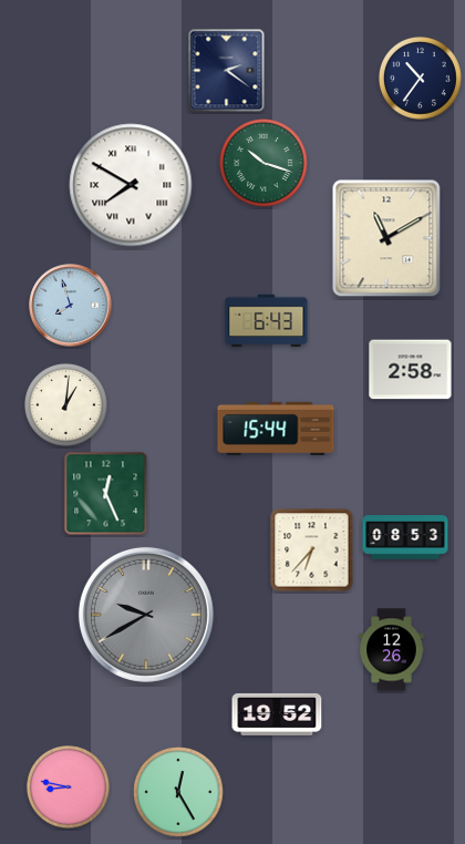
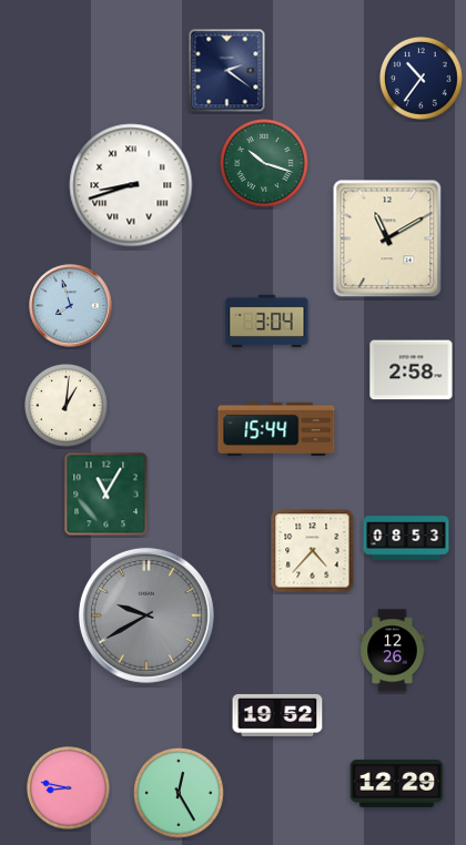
clock at (131, 185): 7:50 -> 8:42
clock at (267, 320): 6:43 -> 3:04
clock at (106, 494): 12:26 -> 11:05
clock at (312, 550): 6:37 -> 4:37
clock at (397, 784): none -> 12:29
